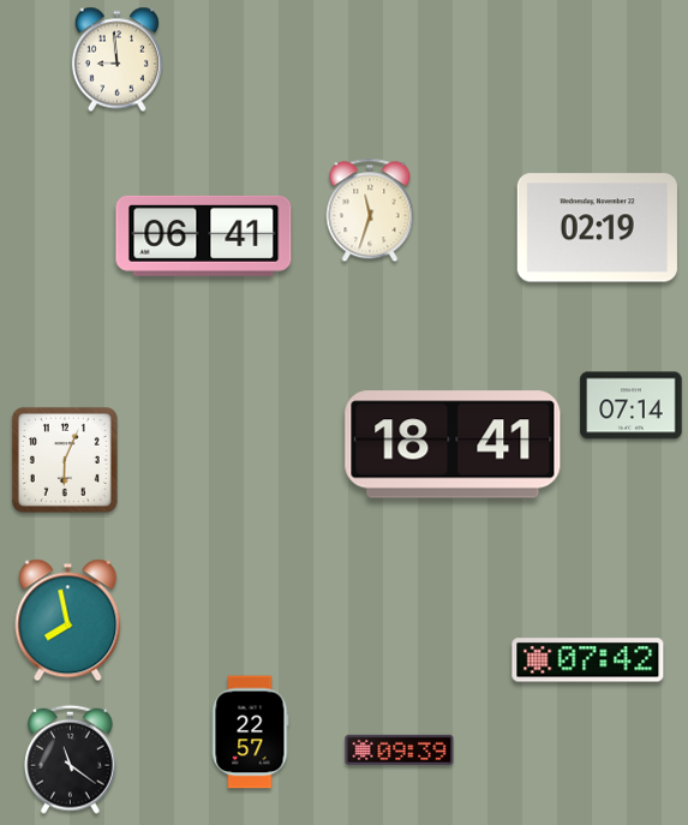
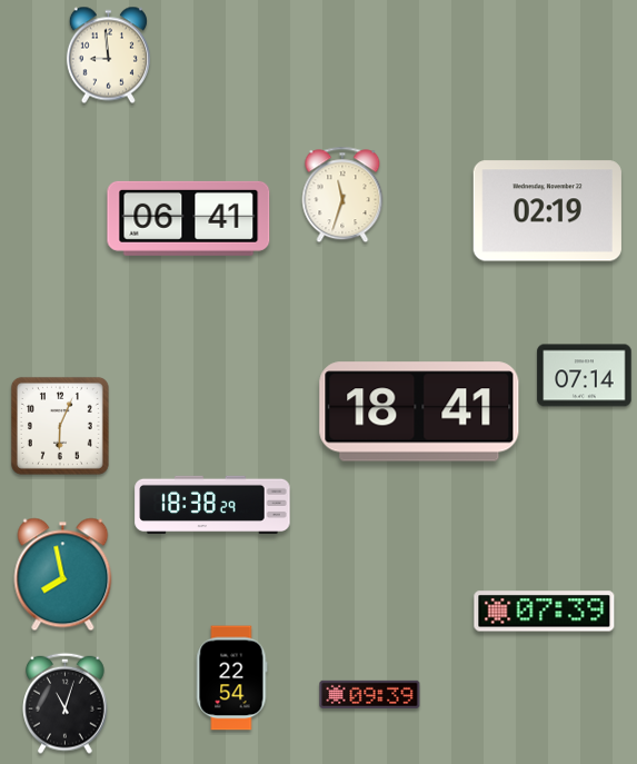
clock at (597, 228) position: (597, 228) -> (547, 211)
clock at (212, 505): none -> 18:38
clock at (588, 660): 07:42 -> 07:39
clock at (250, 733): 22:57 -> 22:54
clock at (71, 759): 11:21 -> 11:03
